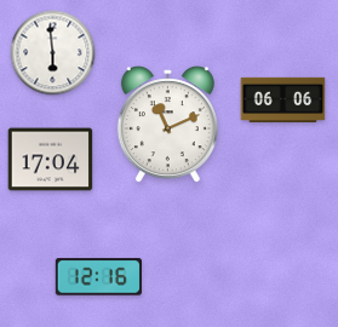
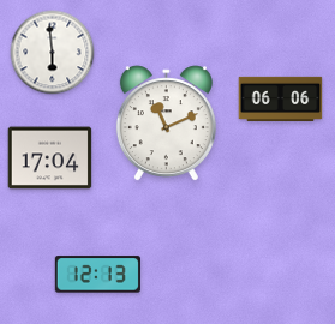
clock at (98, 277): 12:16 -> 12:13
